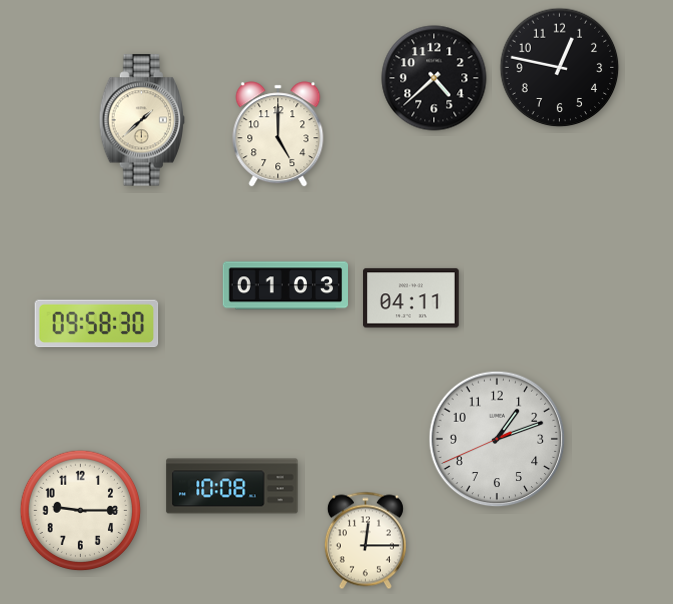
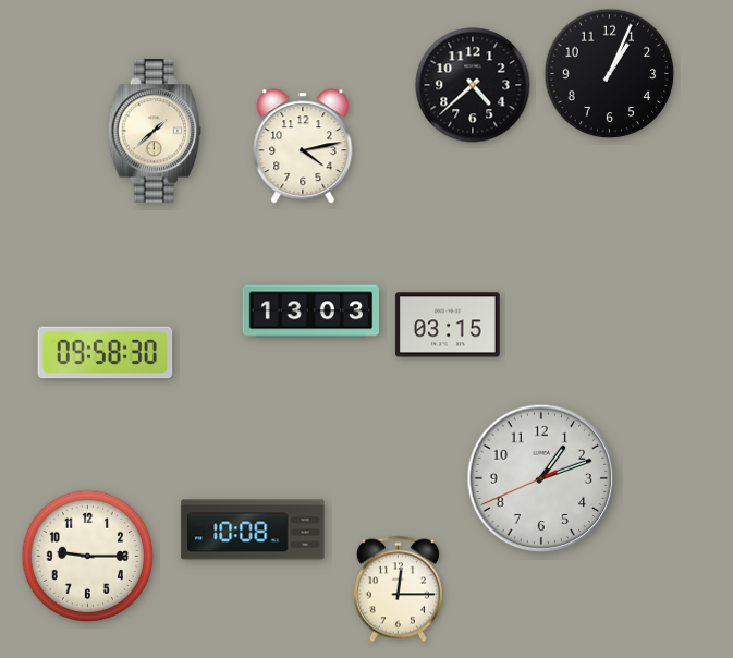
clock at (560, 68): 12:47 -> 1:04
clock at (278, 134): 5:00 -> 4:13
clock at (285, 286): 01:03 -> 13:03
clock at (411, 298): 04:11 -> 03:15
